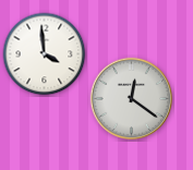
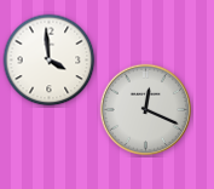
clock at (132, 99): 12:21 -> 12:19
